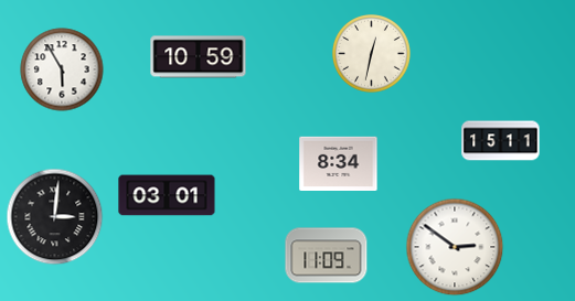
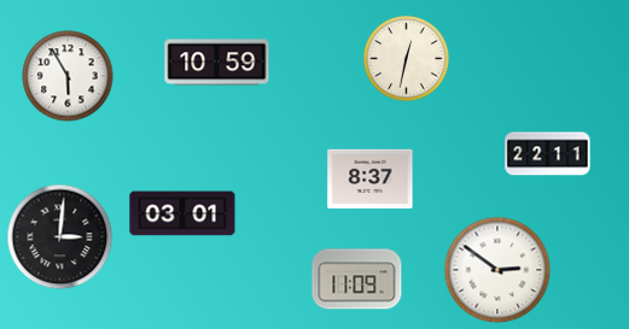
clock at (501, 141): 15:11 -> 22:11
clock at (339, 164): 8:34 -> 8:37
